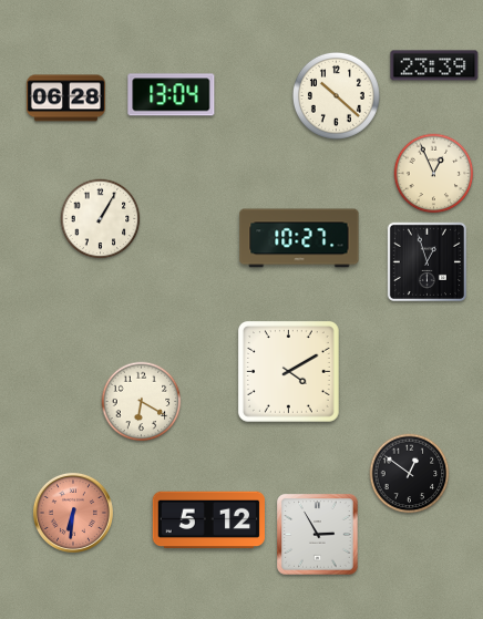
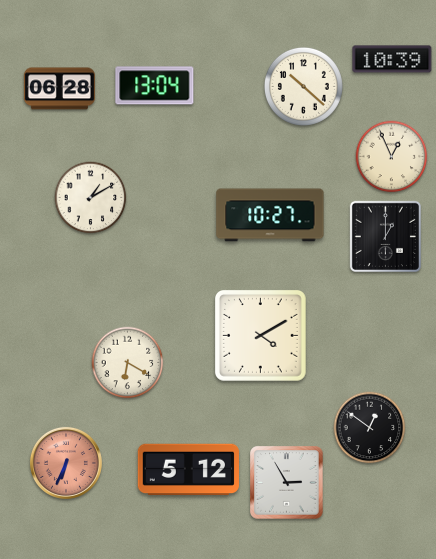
clock at (434, 65): 23:39 -> 10:39
clock at (101, 219): 1:05 -> 1:10
clock at (427, 261): 12:57 -> 1:00
clock at (73, 513): 6:31 -> 6:34
